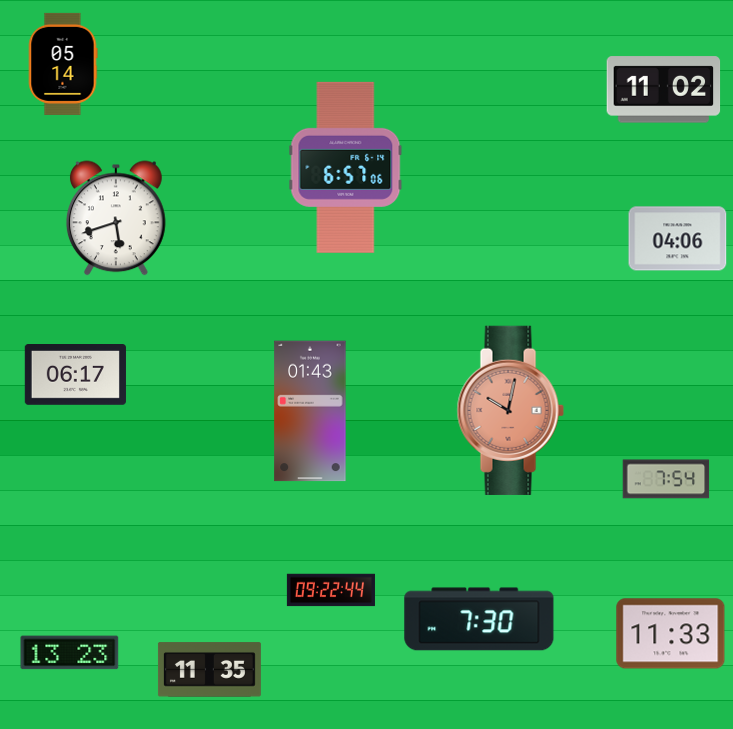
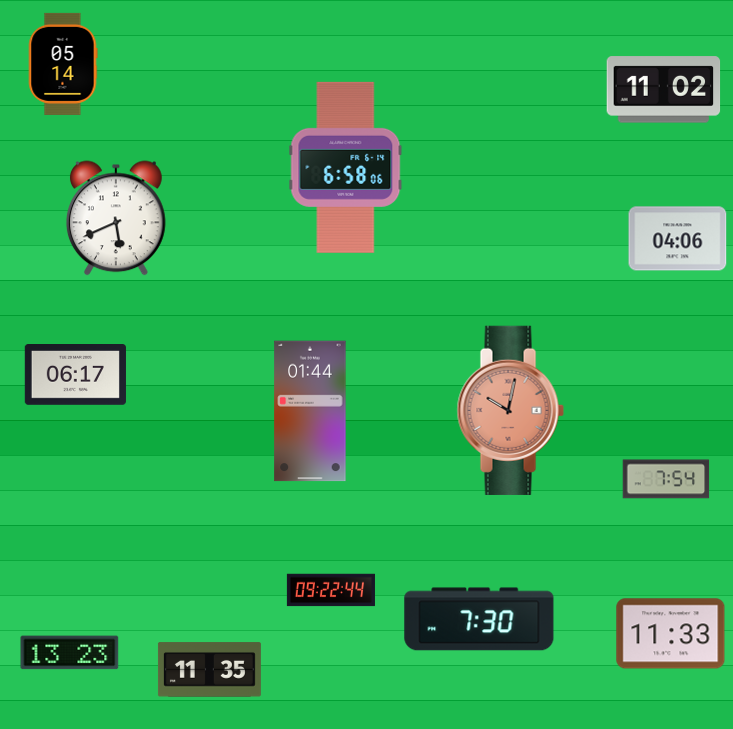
clock at (346, 167): 6:57 -> 6:58
clock at (116, 218): 5:42 -> 5:41
clock at (310, 411): 01:43 -> 01:44
